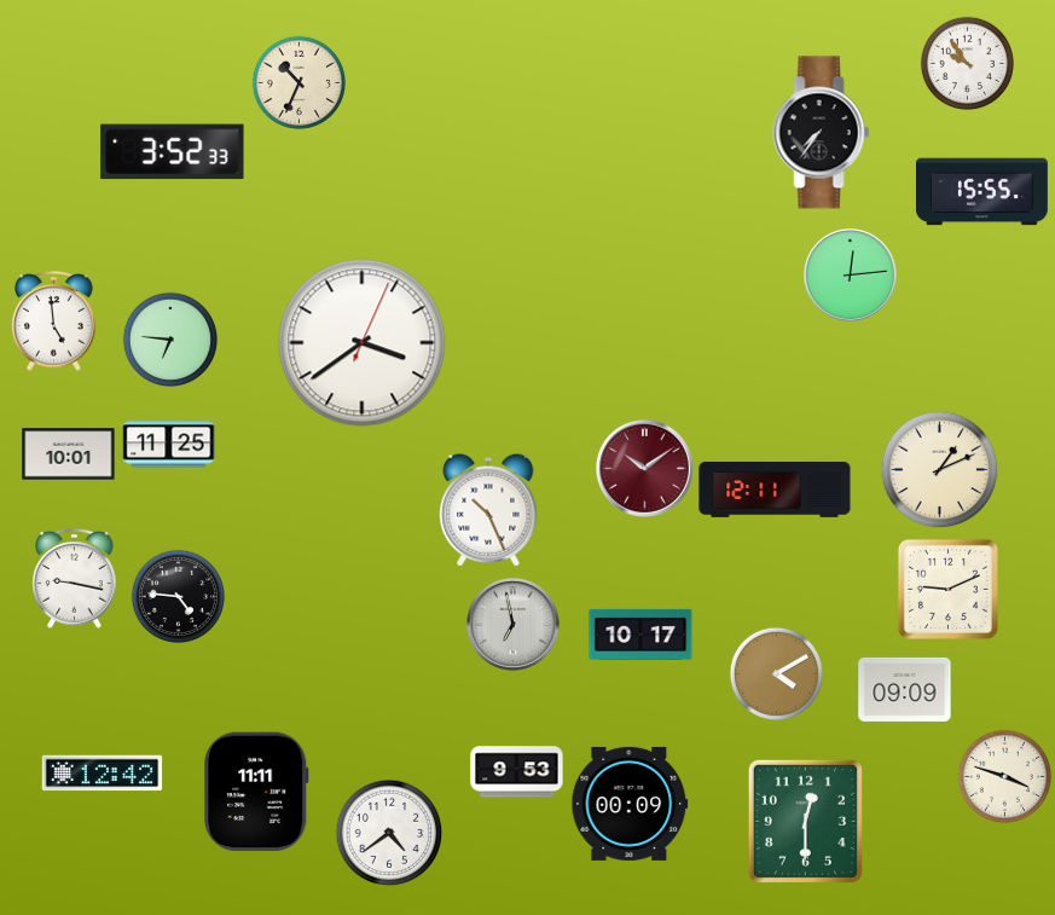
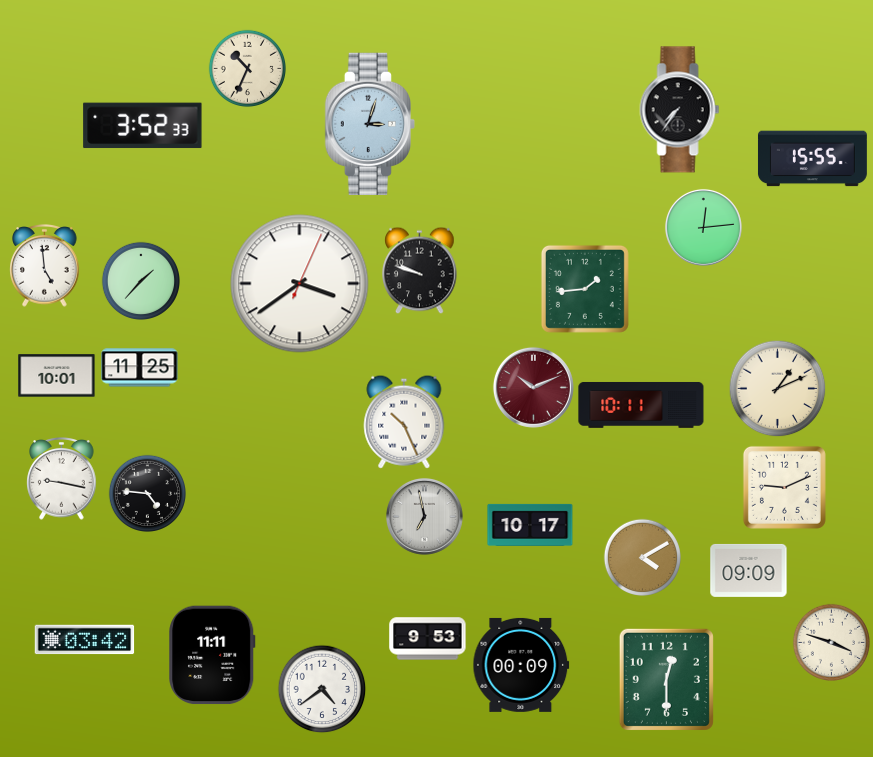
clock at (967, 63): 9:54 -> none
clock at (369, 123): none -> 3:03
clock at (420, 270): none -> 9:48
clock at (169, 338): 6:46 -> 1:37
clock at (585, 289): none -> 1:44
clock at (644, 468): 10:09 -> 10:11
clock at (775, 490): 12:11 -> 10:11
clock at (103, 774): 12:42 -> 03:42
